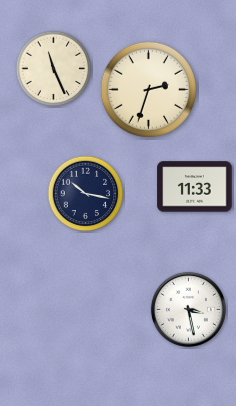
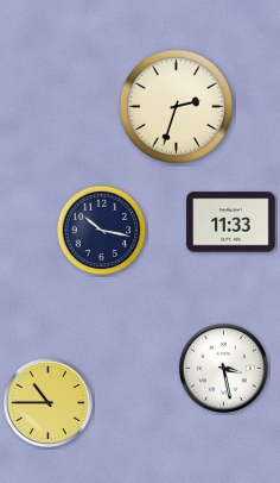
clock at (54, 69): 11:26 -> none
clock at (47, 402): none -> 10:45
